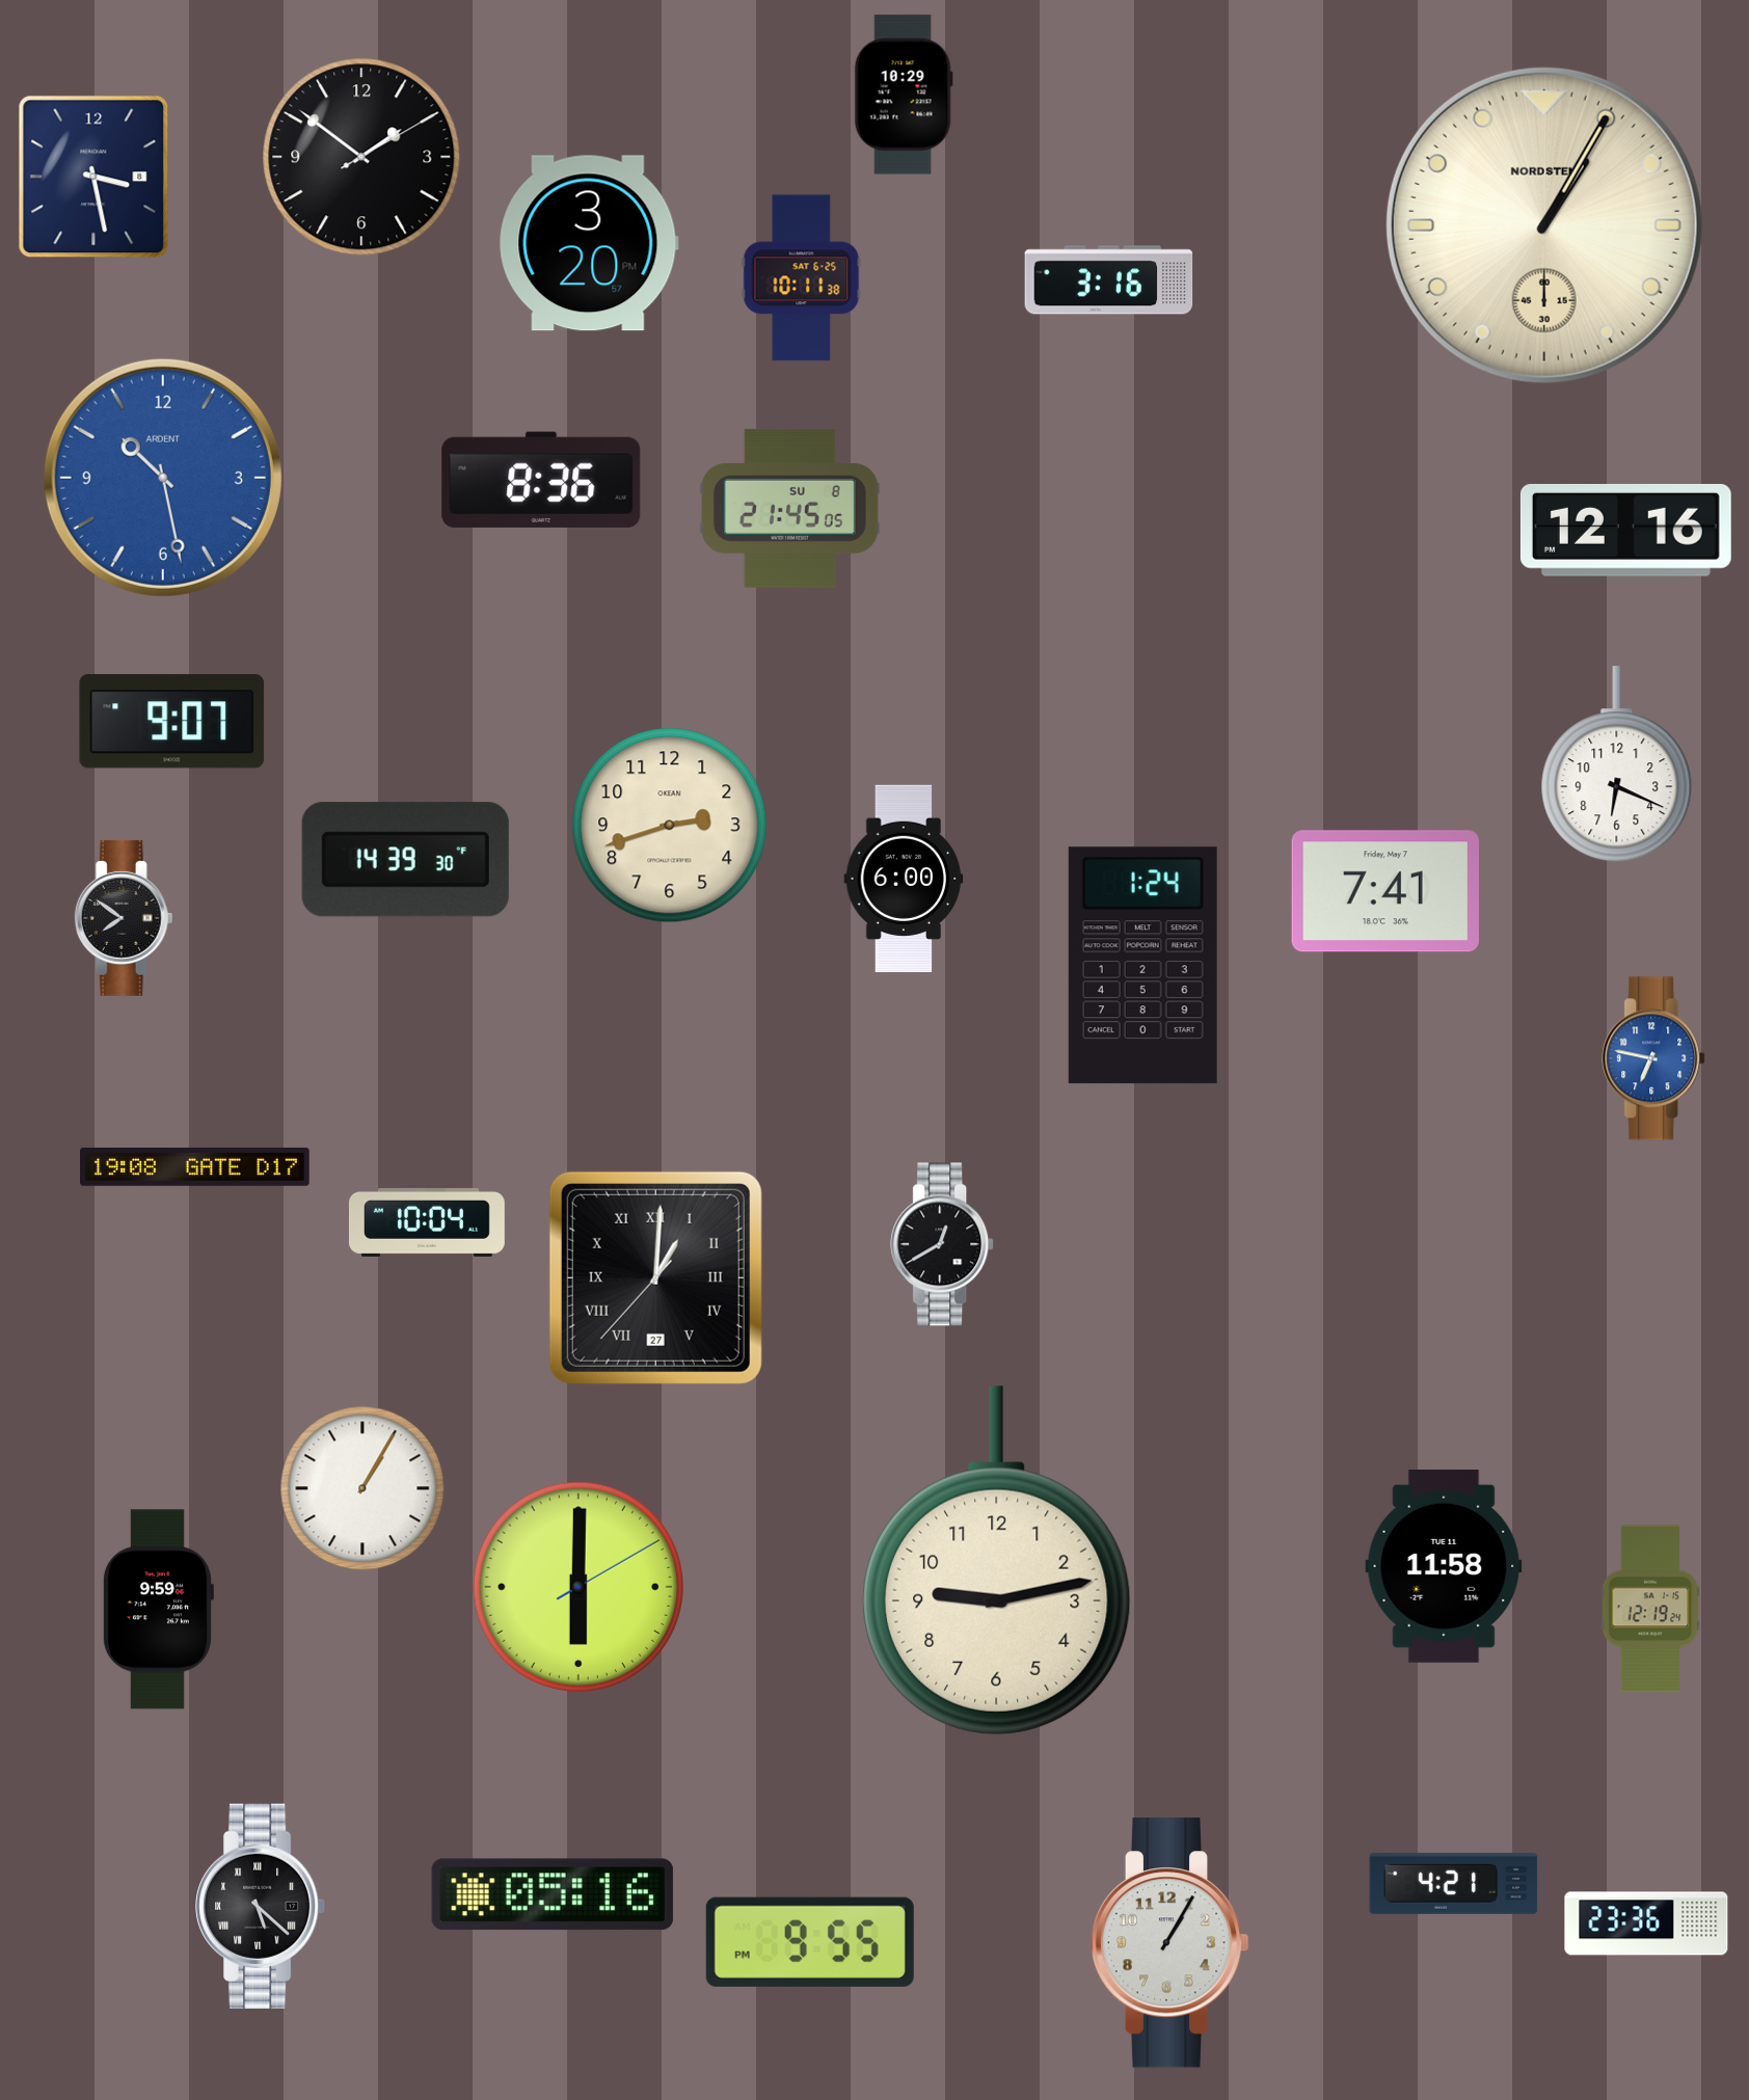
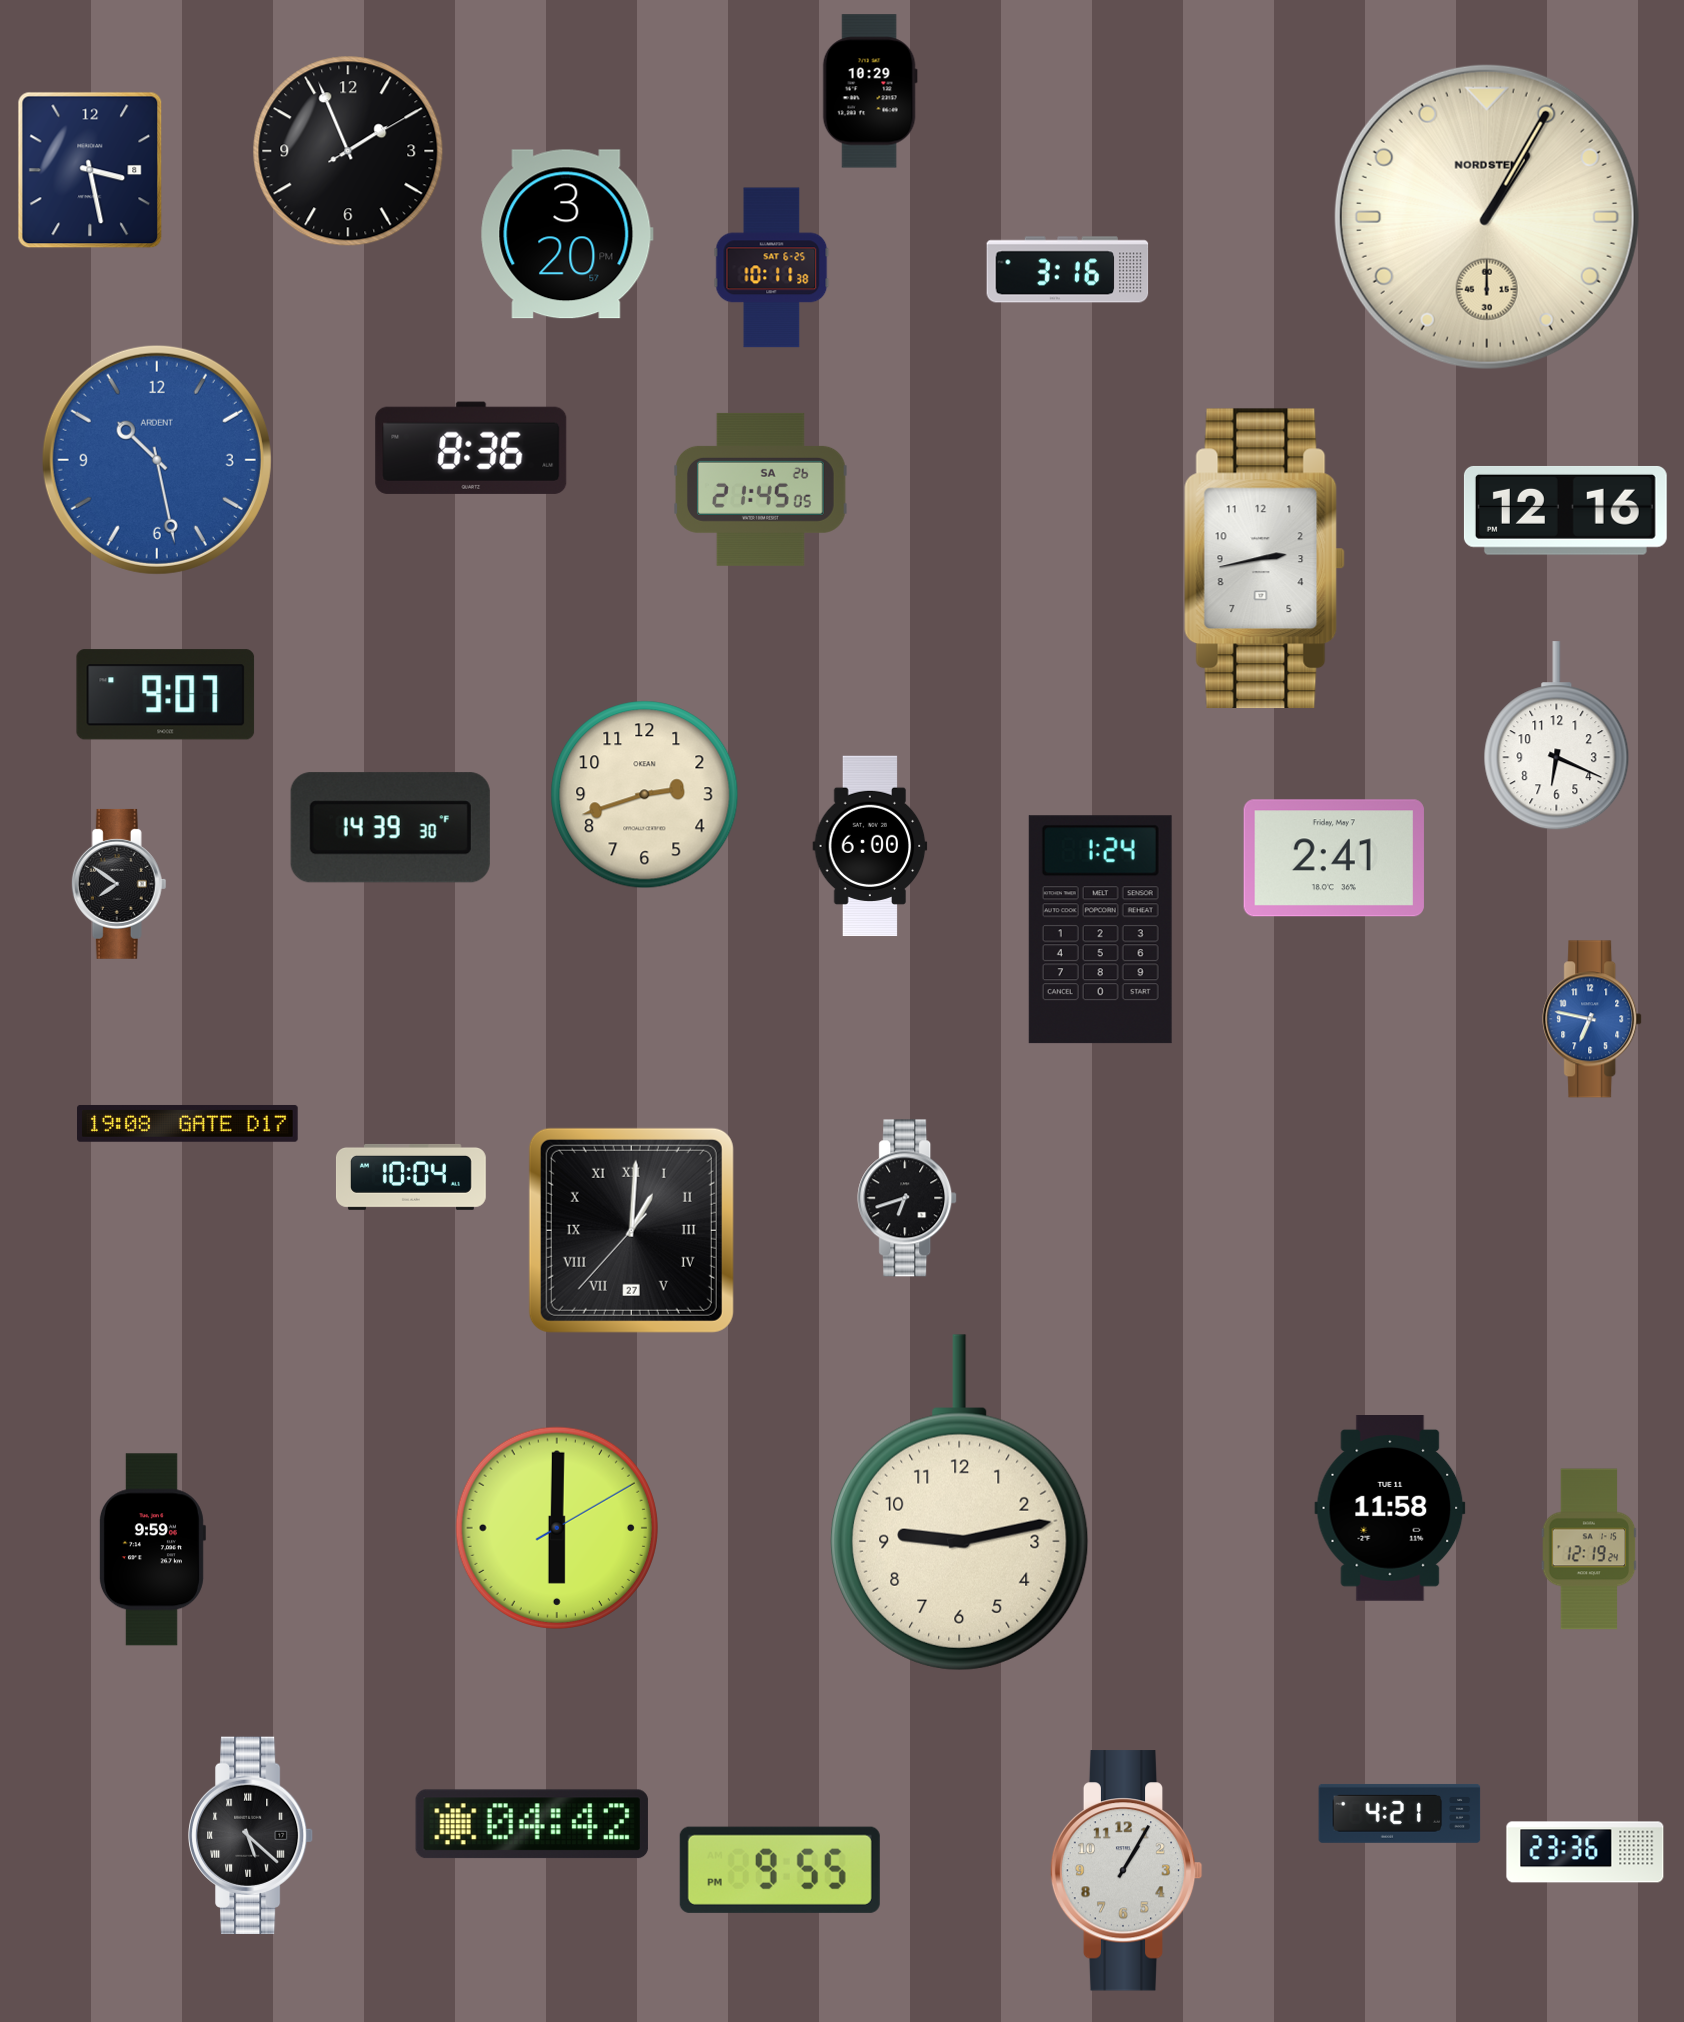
clock at (361, 157): 1:51 -> 1:56
clock at (541, 480) position: (541, 480) -> (471, 448)
clock at (790, 508) date: SU 8 -> SA 26
clock at (1264, 559): none -> 2:43
clock at (1385, 891): 7:41 -> 2:41
clock at (943, 1244): 12:40 -> 6:42
clock at (362, 1488): 1:05 -> none
clock at (553, 1894): 05:16 -> 04:42
